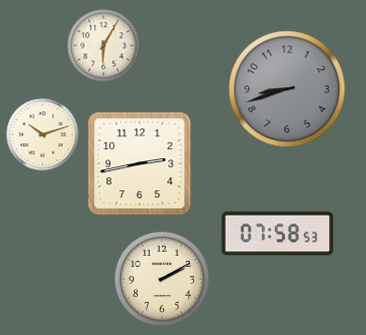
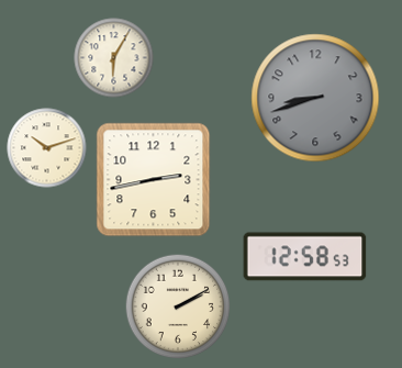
clock at (104, 46) position: (104, 46) -> (114, 58)
clock at (278, 234): 07:58 -> 12:58
